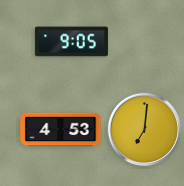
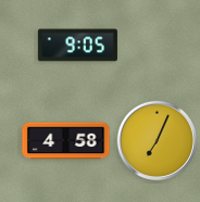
clock at (61, 130): 4:53 -> 4:58
clock at (145, 130): 7:01 -> 7:04
